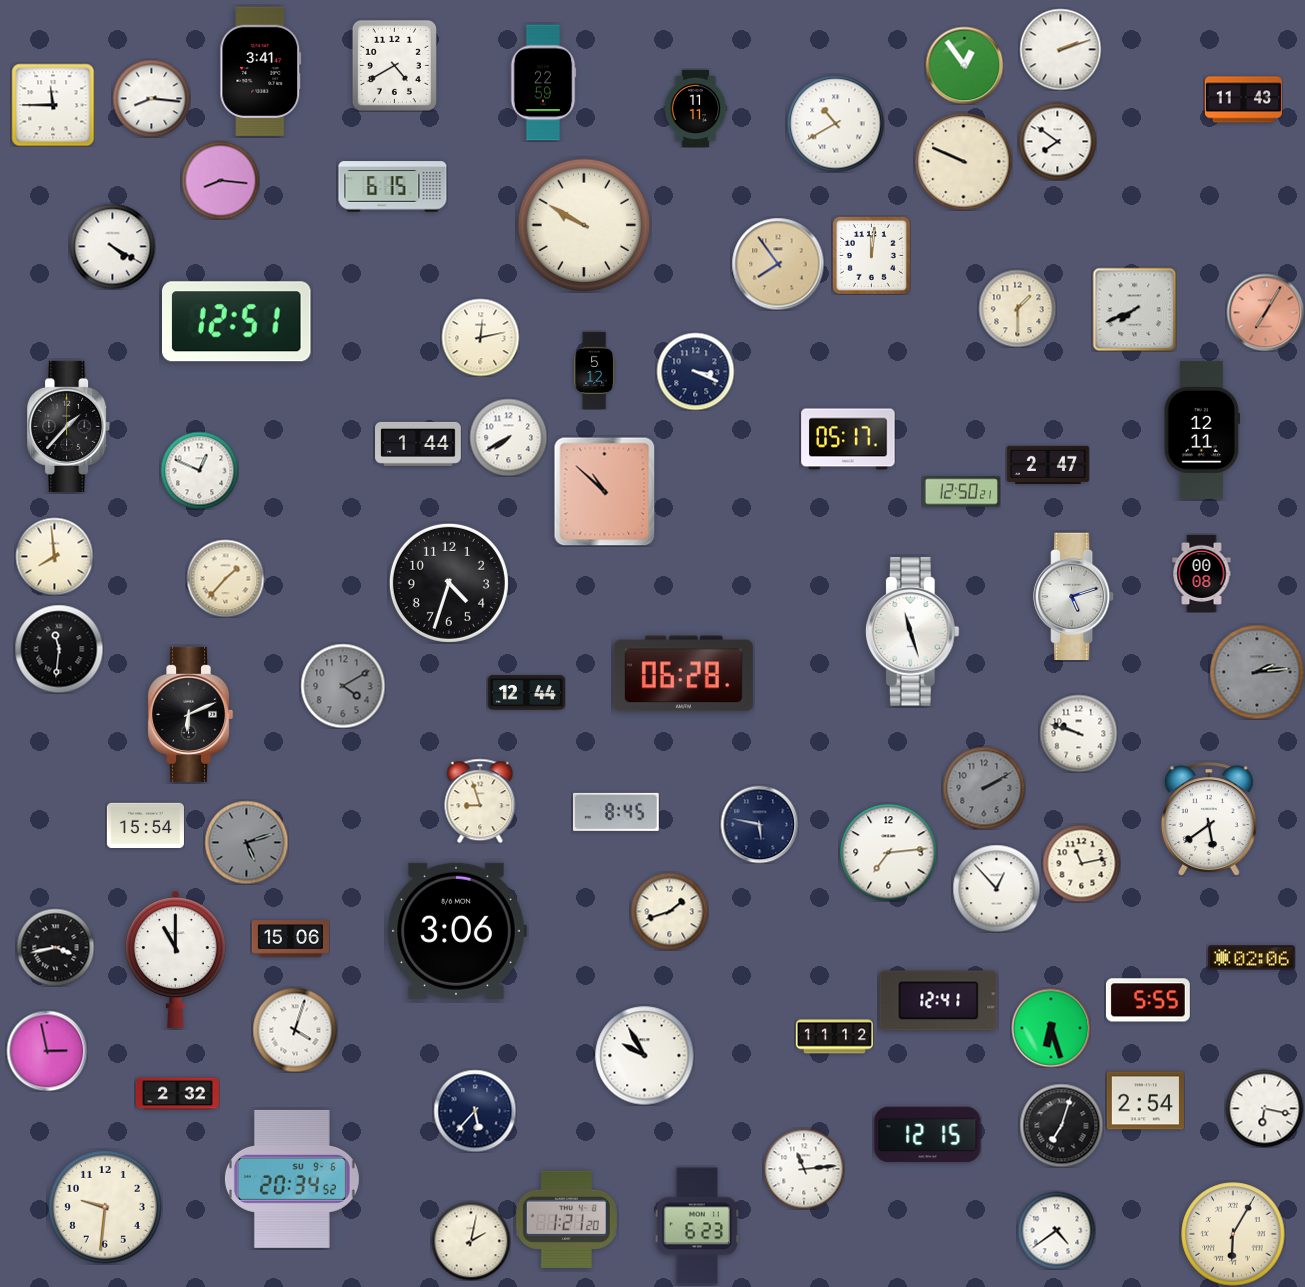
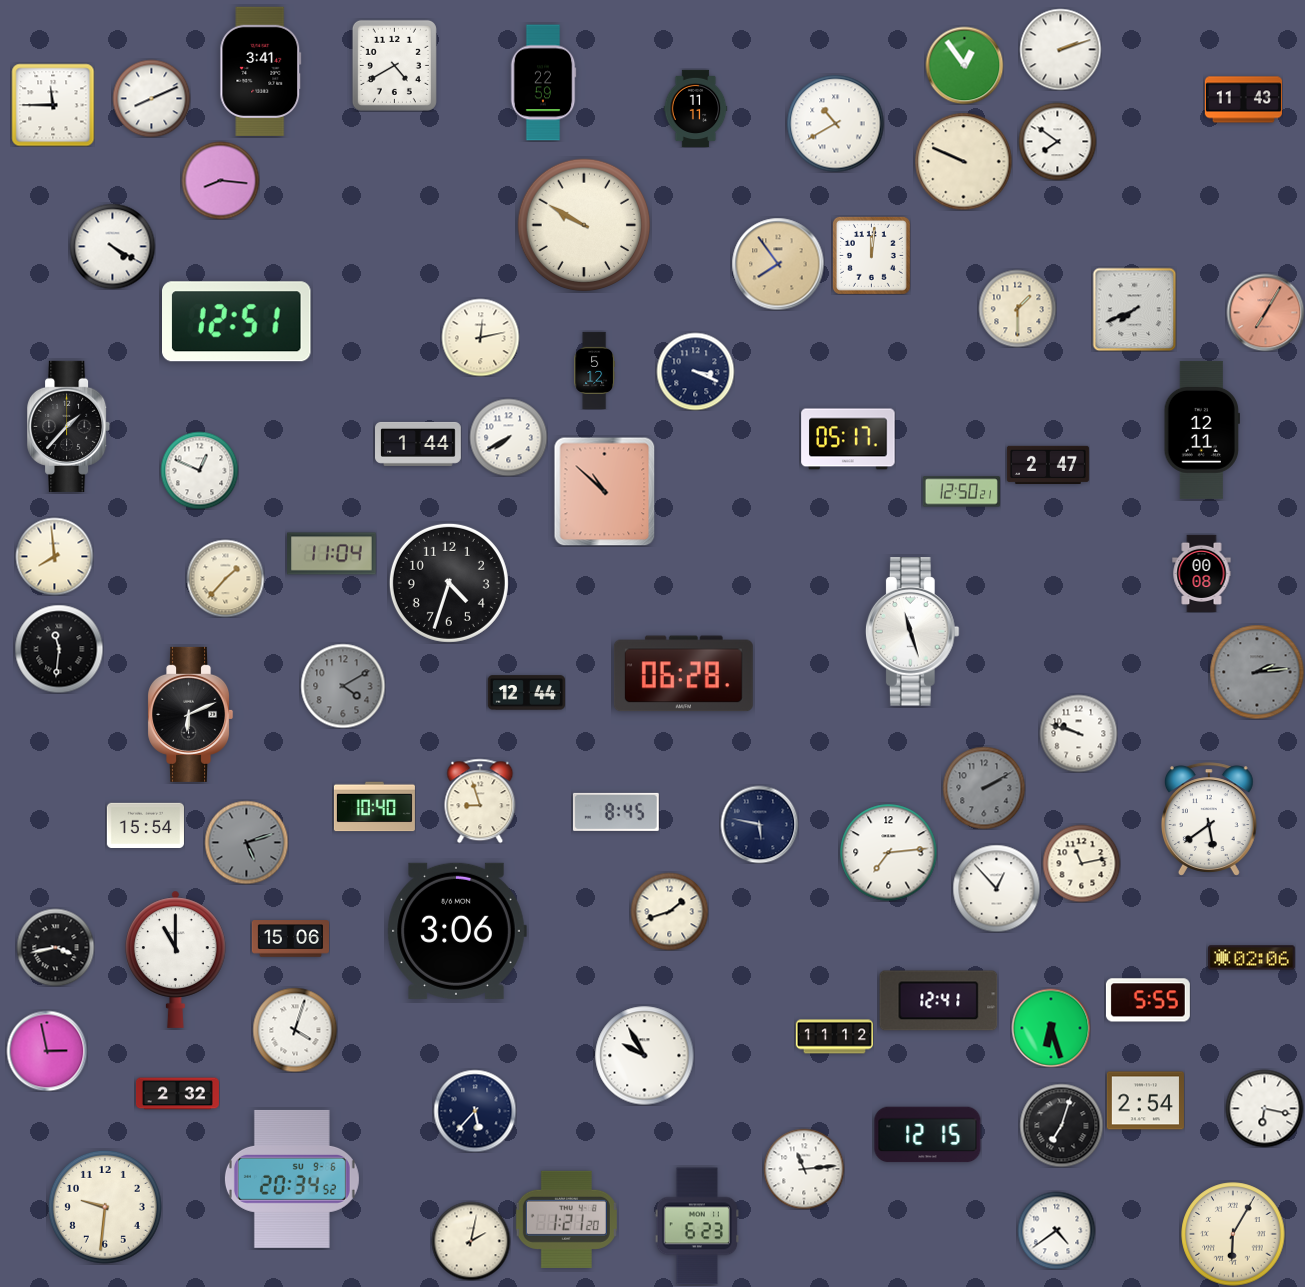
clock at (151, 98): 8:16 -> 8:11
clock at (393, 187): 6:15 -> none
clock at (332, 554): none -> 11:04
clock at (1074, 597): 5:12 -> none
clock at (374, 807): none -> 10:40
